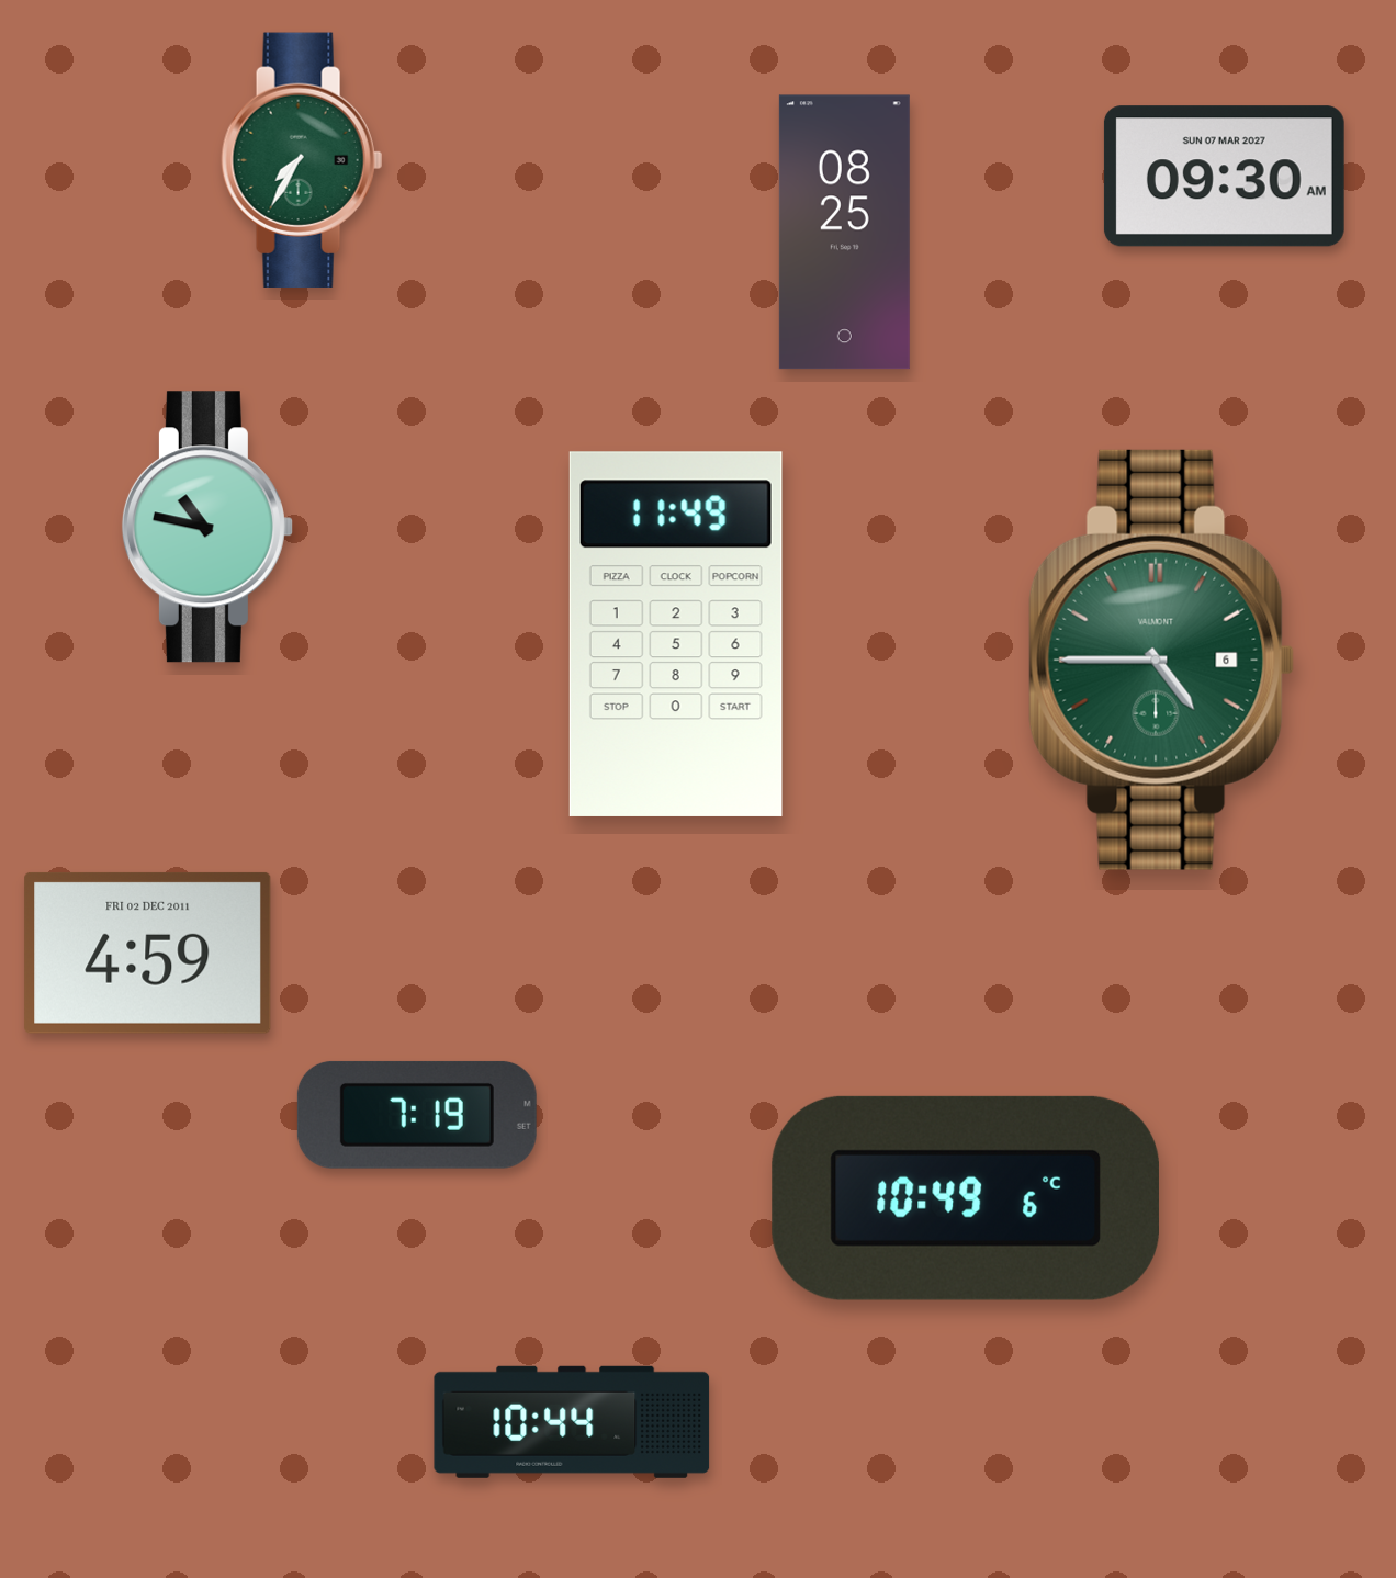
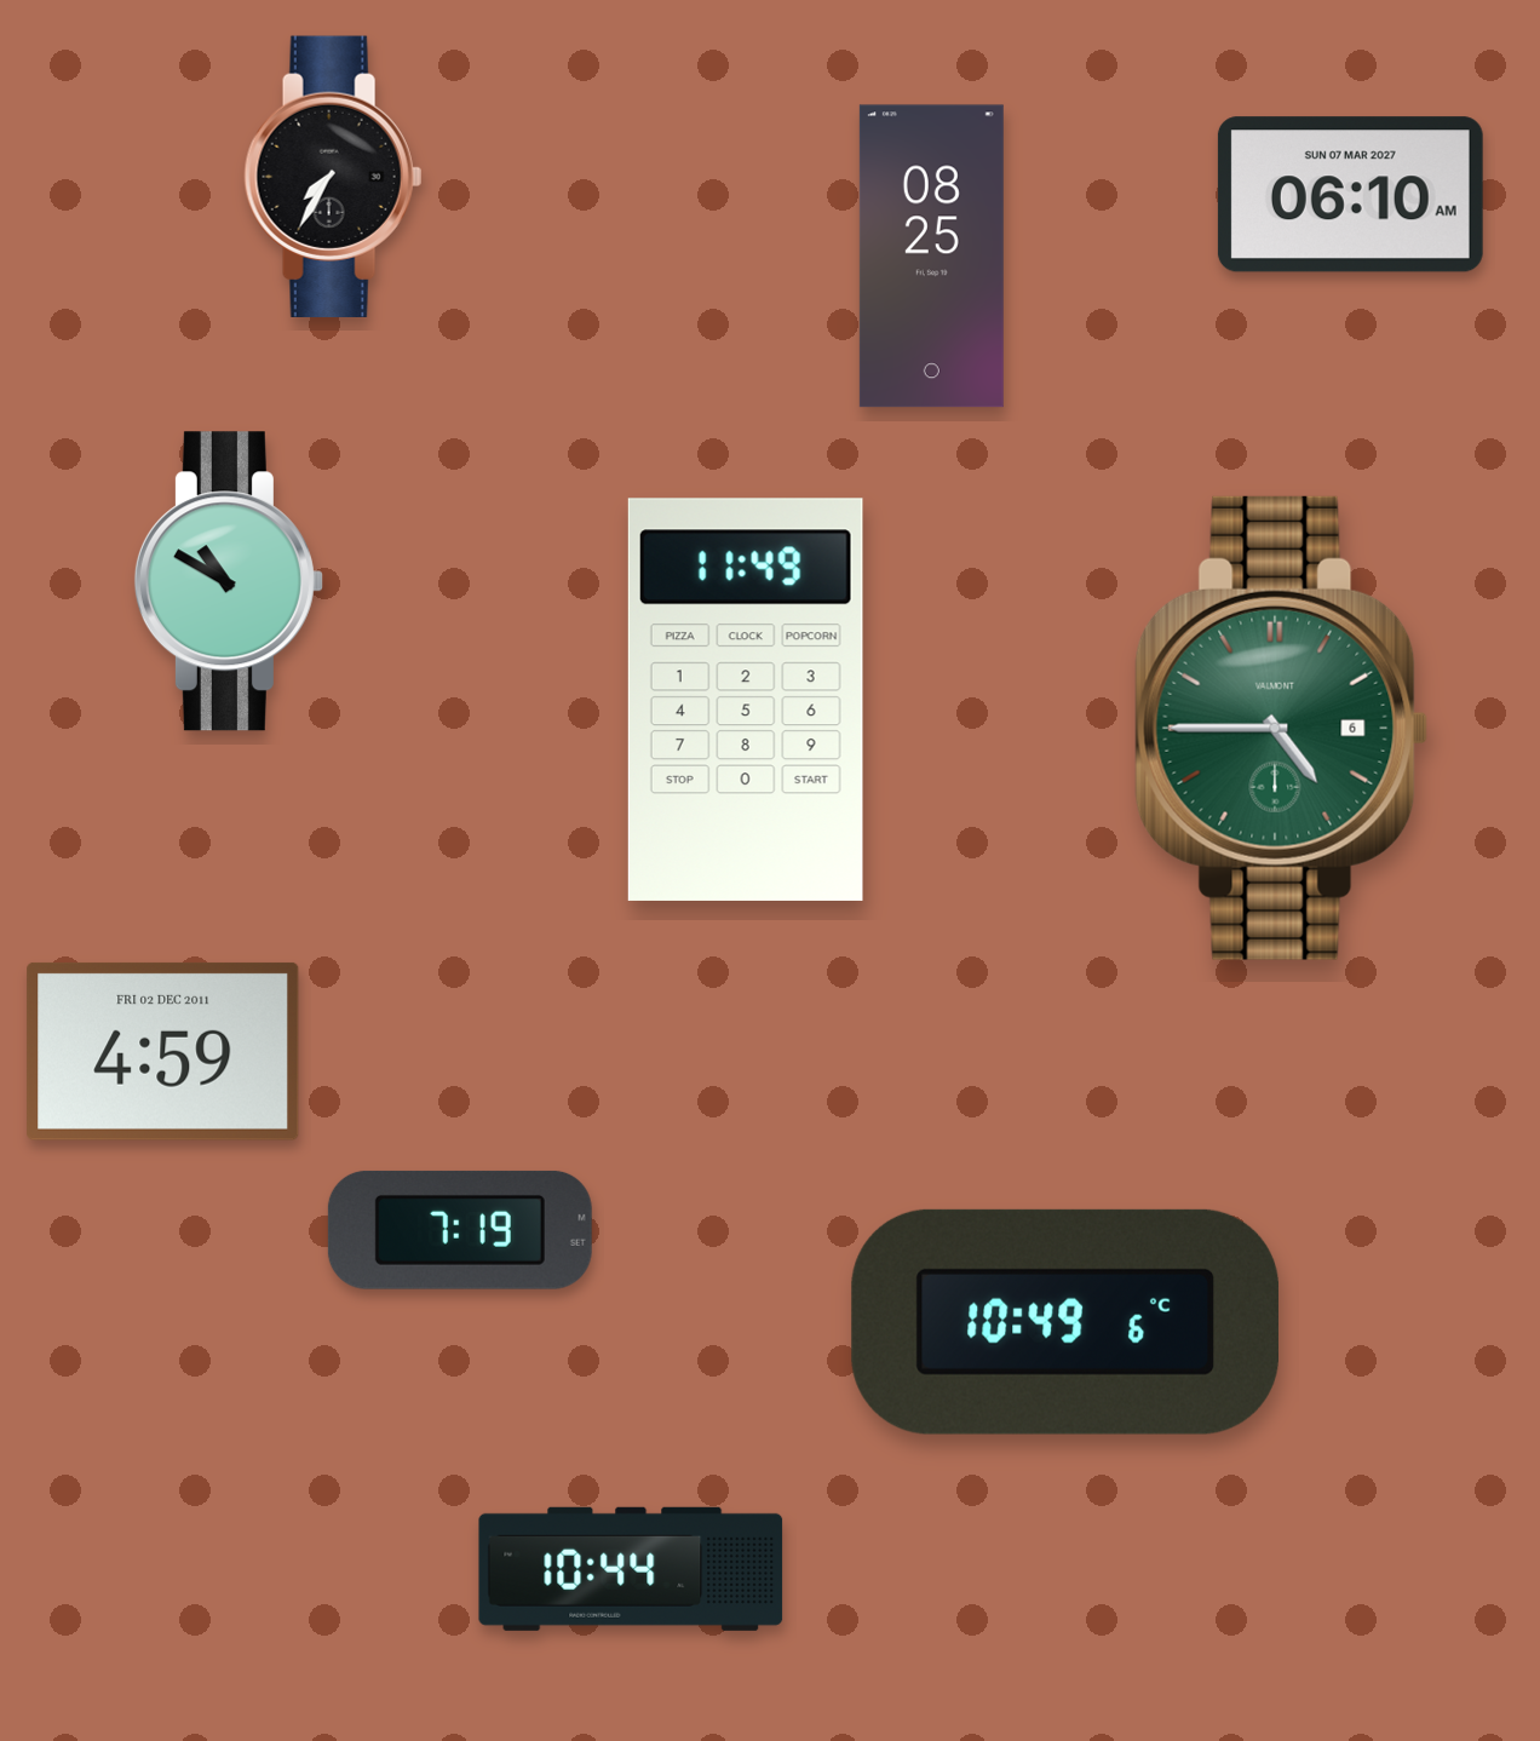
clock at (302, 160) dial: green -> black
clock at (1224, 177): 09:30 -> 06:10
clock at (207, 527): 10:47 -> 10:50
